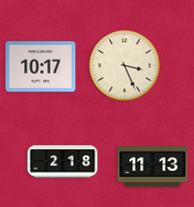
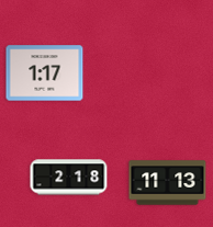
clock at (125, 66): 3:26 -> none
clock at (41, 67): 10:17 -> 1:17
